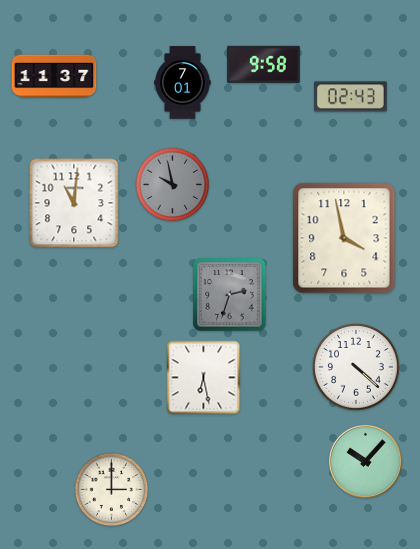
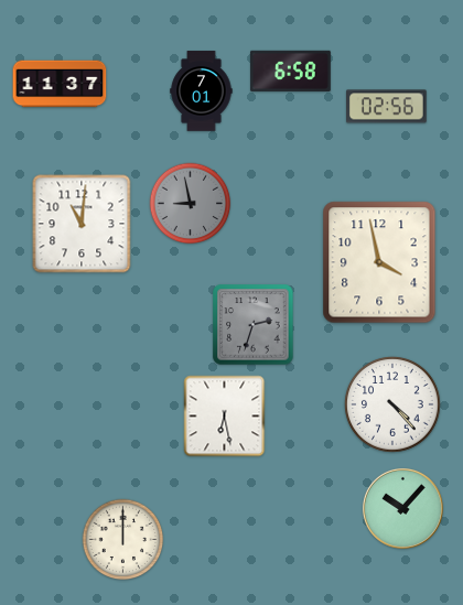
clock at (264, 64): 9:58 -> 6:58
clock at (351, 97): 02:43 -> 02:56
clock at (173, 185): 9:58 -> 8:58
clock at (357, 368): 4:22 -> 4:23
clock at (112, 490): 3:00 -> 12:00
